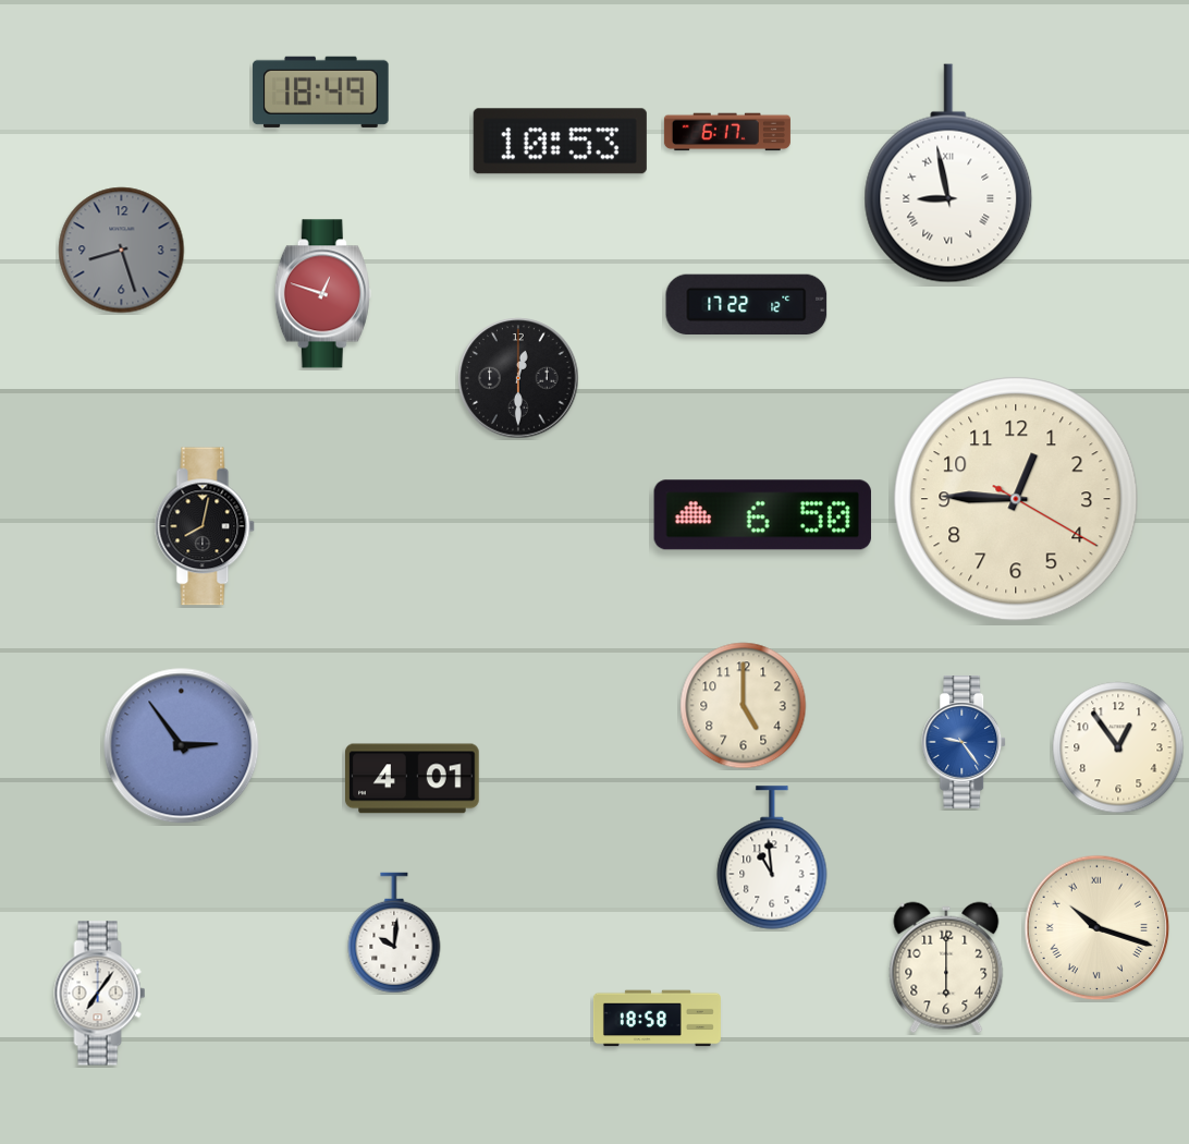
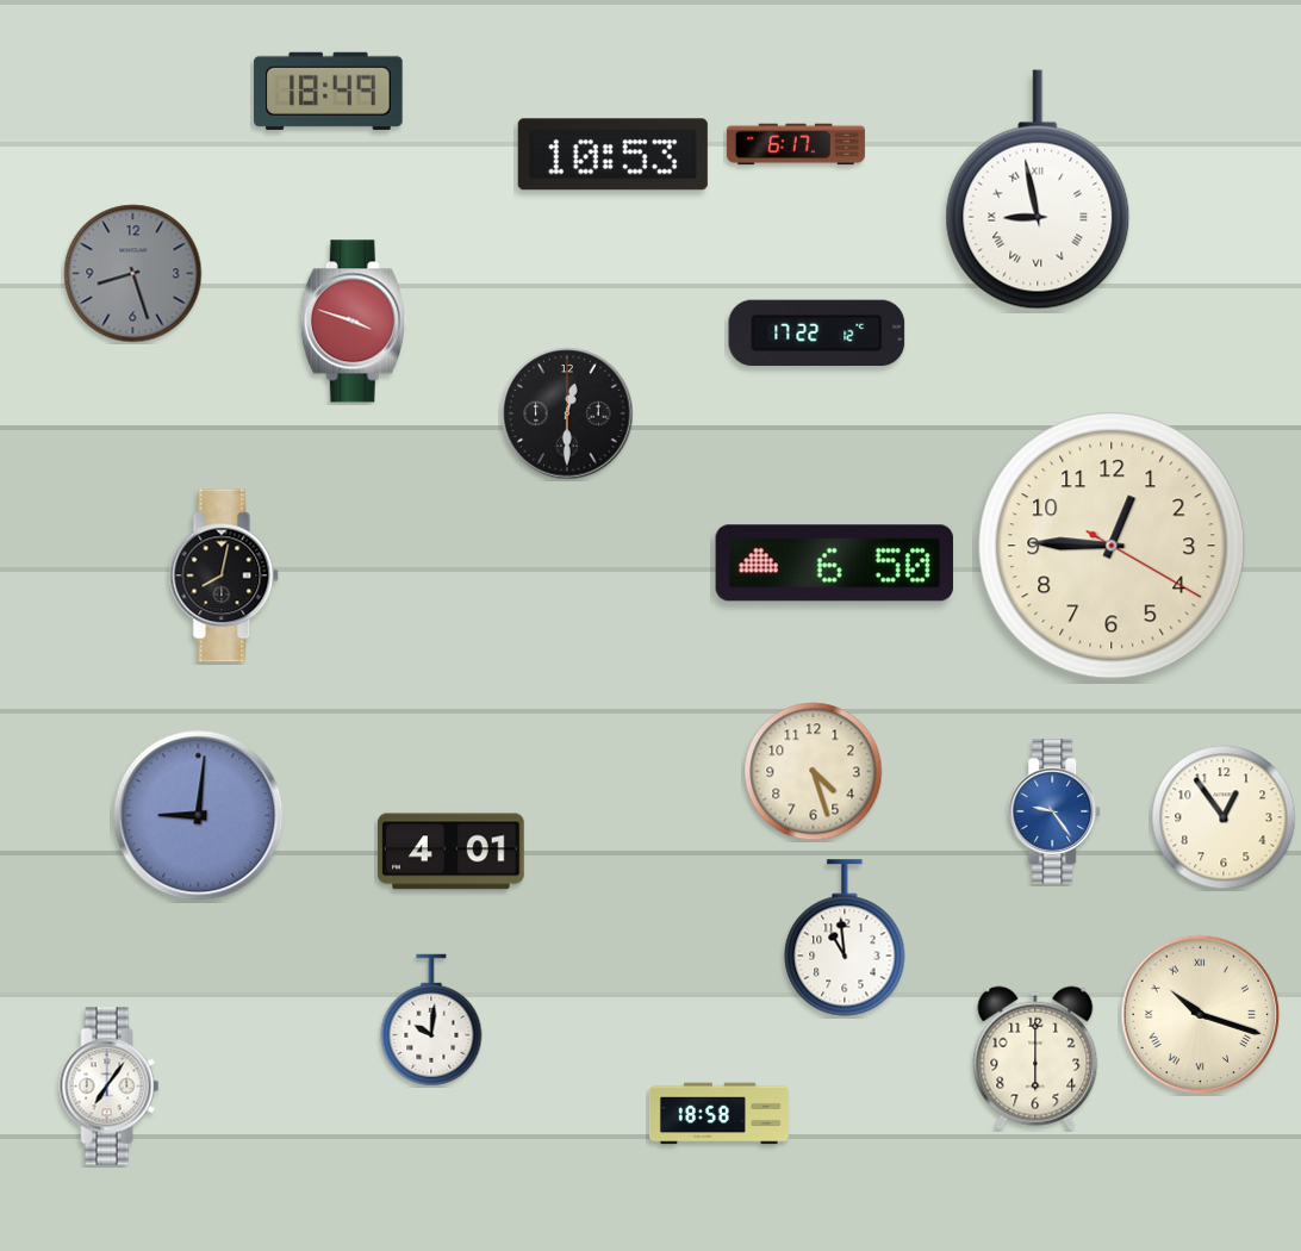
clock at (321, 92) position: (321, 92) -> (329, 91)
clock at (322, 294): 12:48 -> 3:48
clock at (744, 706): 5:00 -> 4:27
clock at (182, 746): 2:54 -> 9:01
